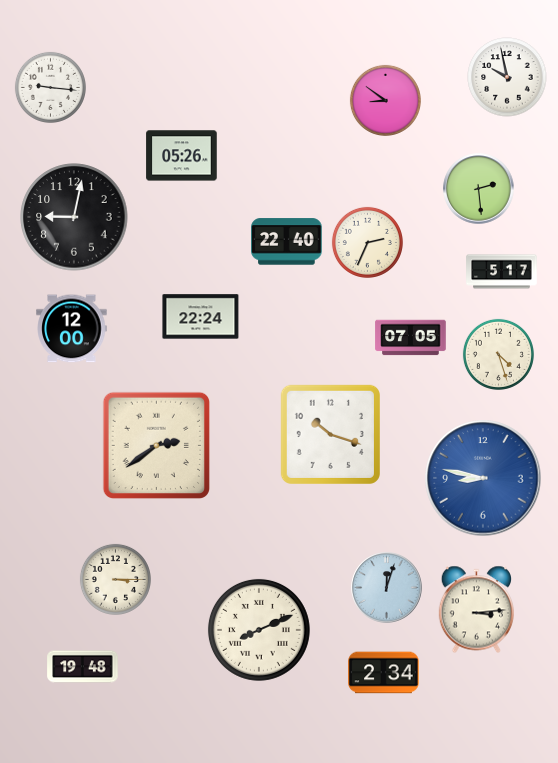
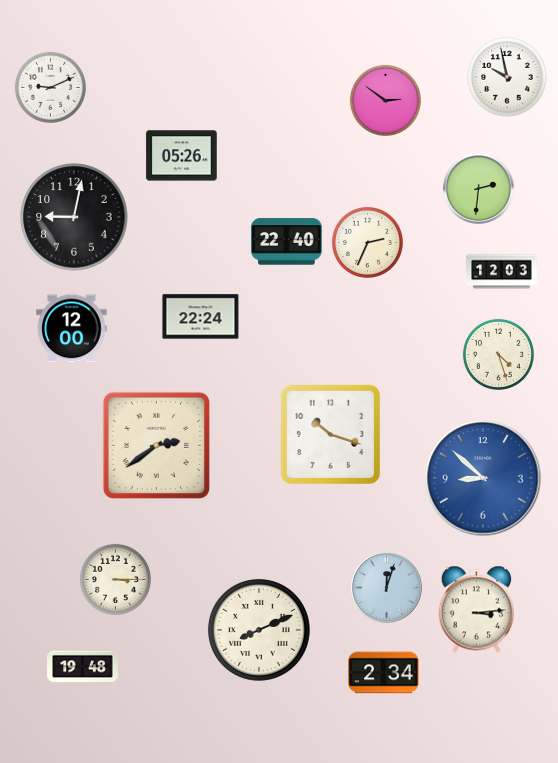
clock at (50, 87): 9:16 -> 9:11
clock at (385, 100): 8:51 -> 2:51
clock at (479, 189): 2:29 -> 2:31
clock at (502, 272): 5:17 -> 12:03
clock at (411, 338): 07:05 -> none
clock at (483, 478): 8:47 -> 8:52
